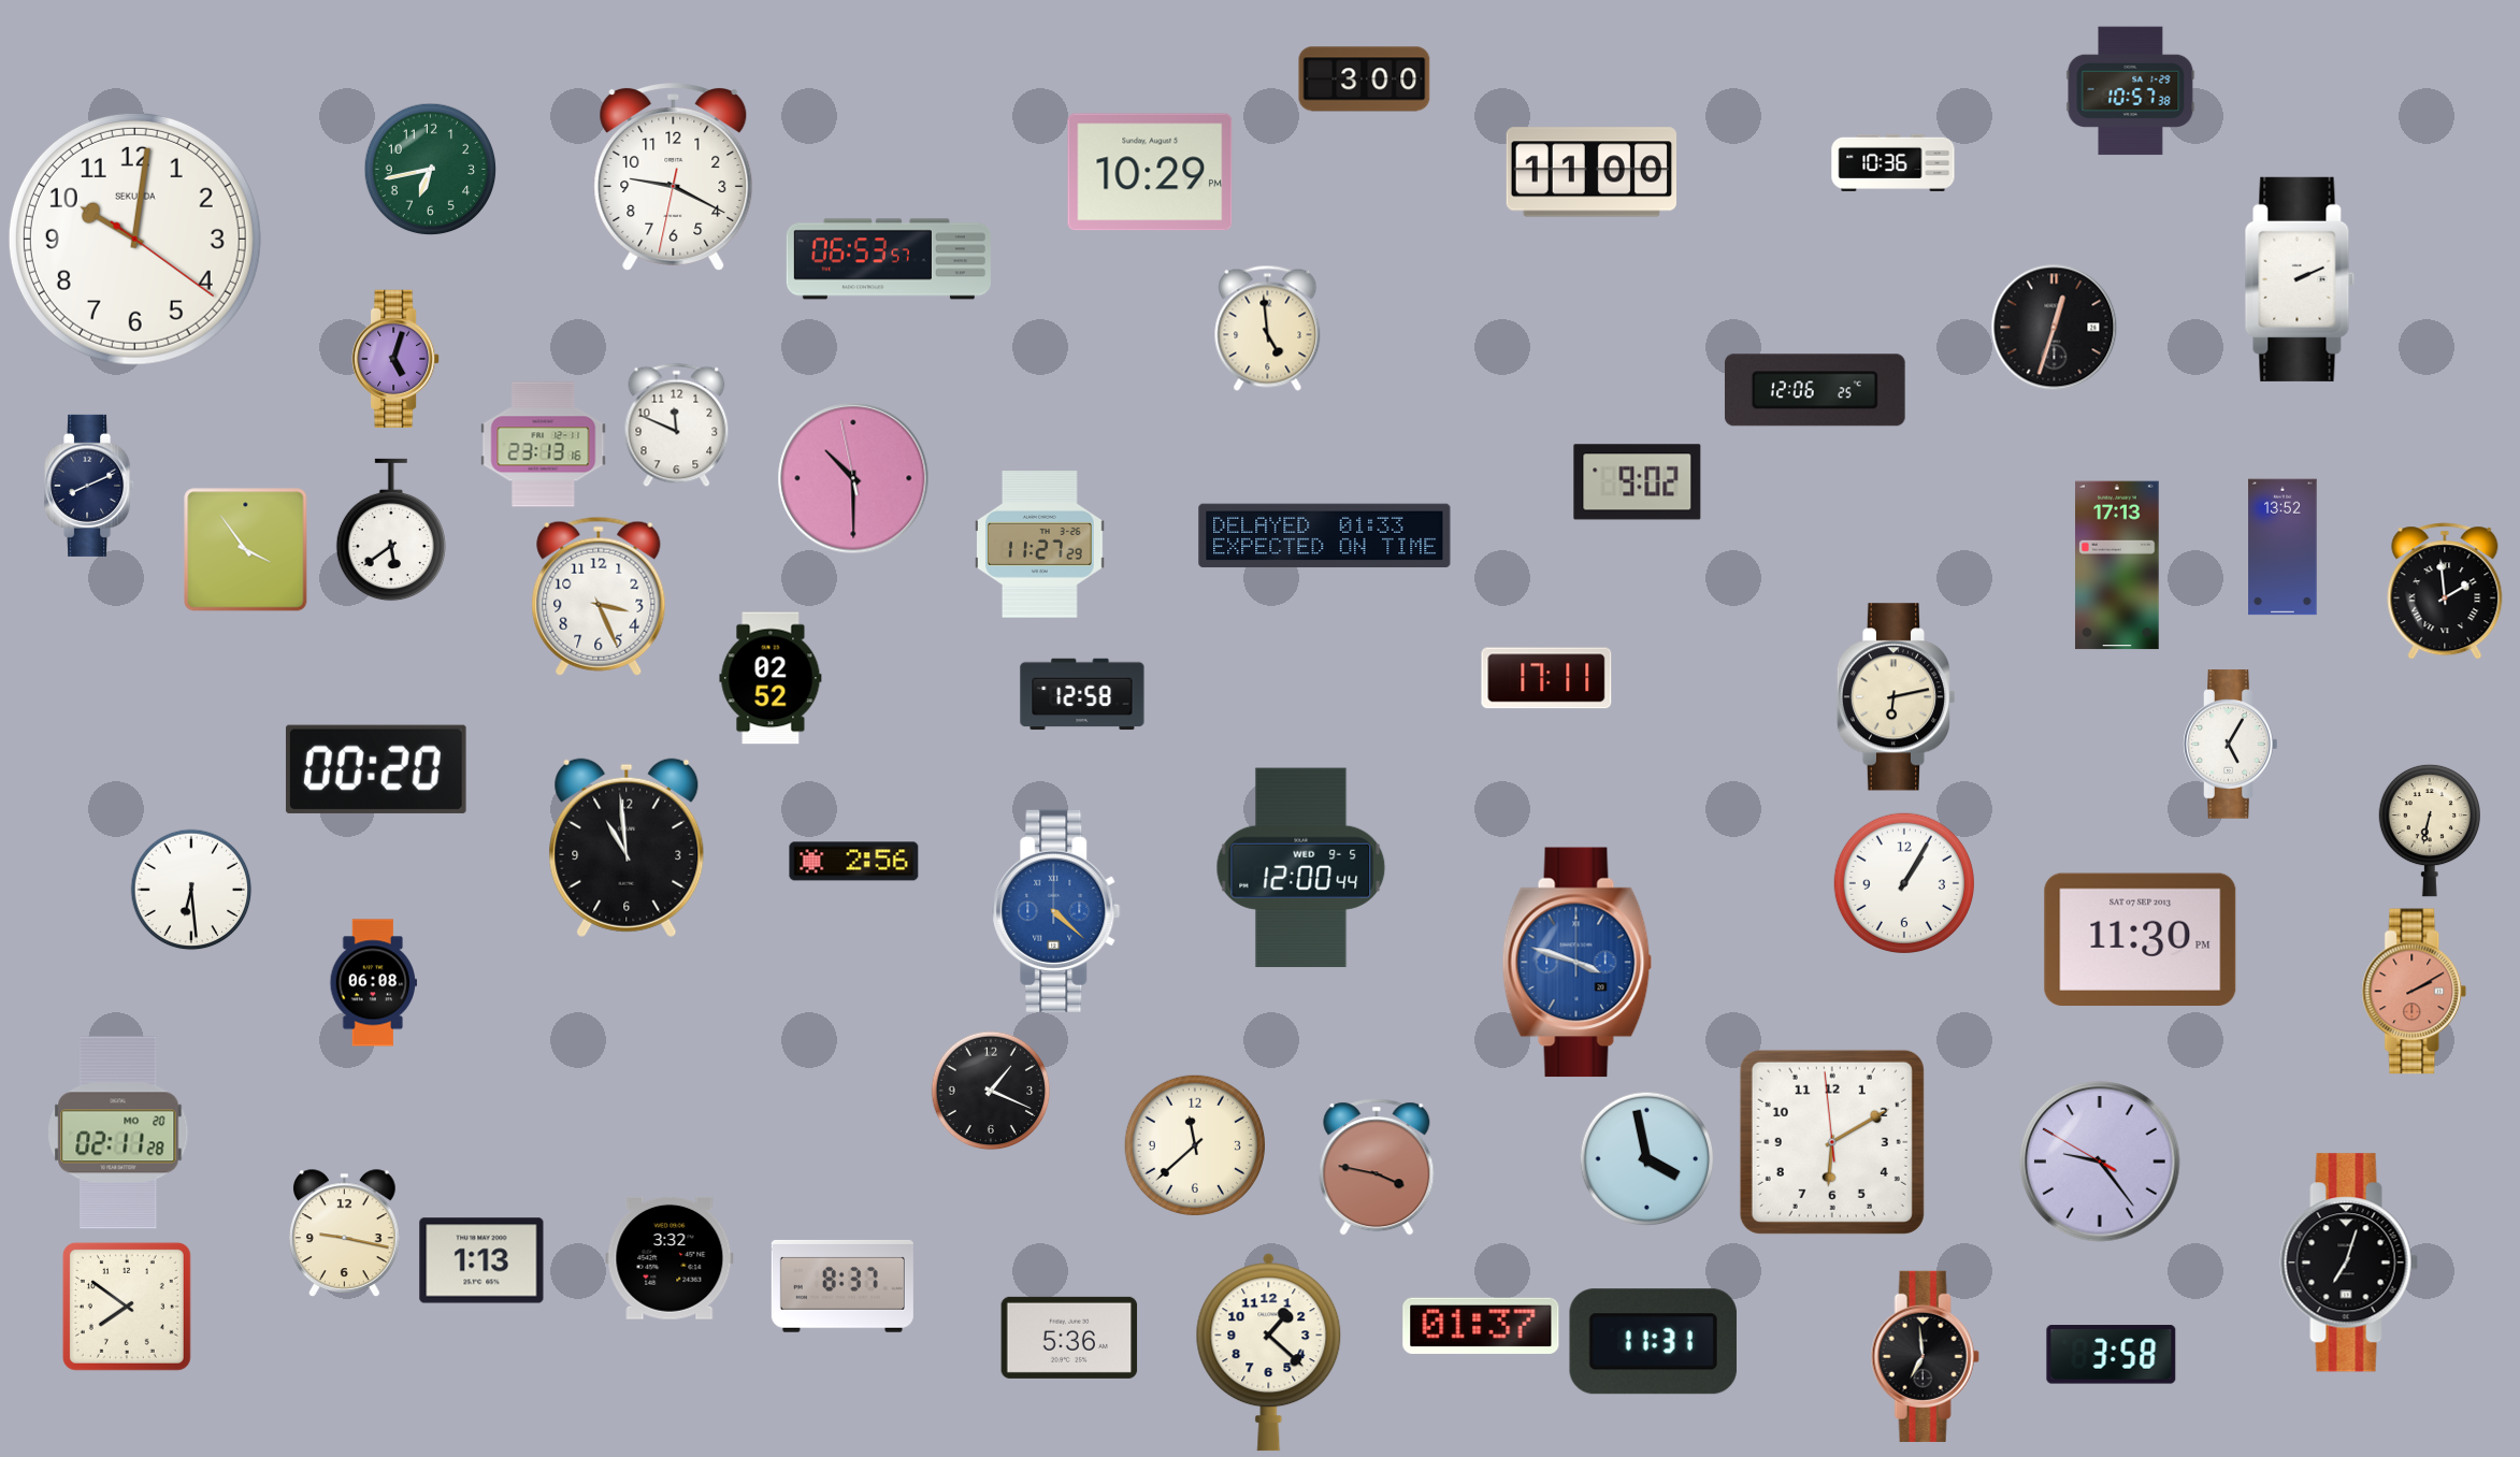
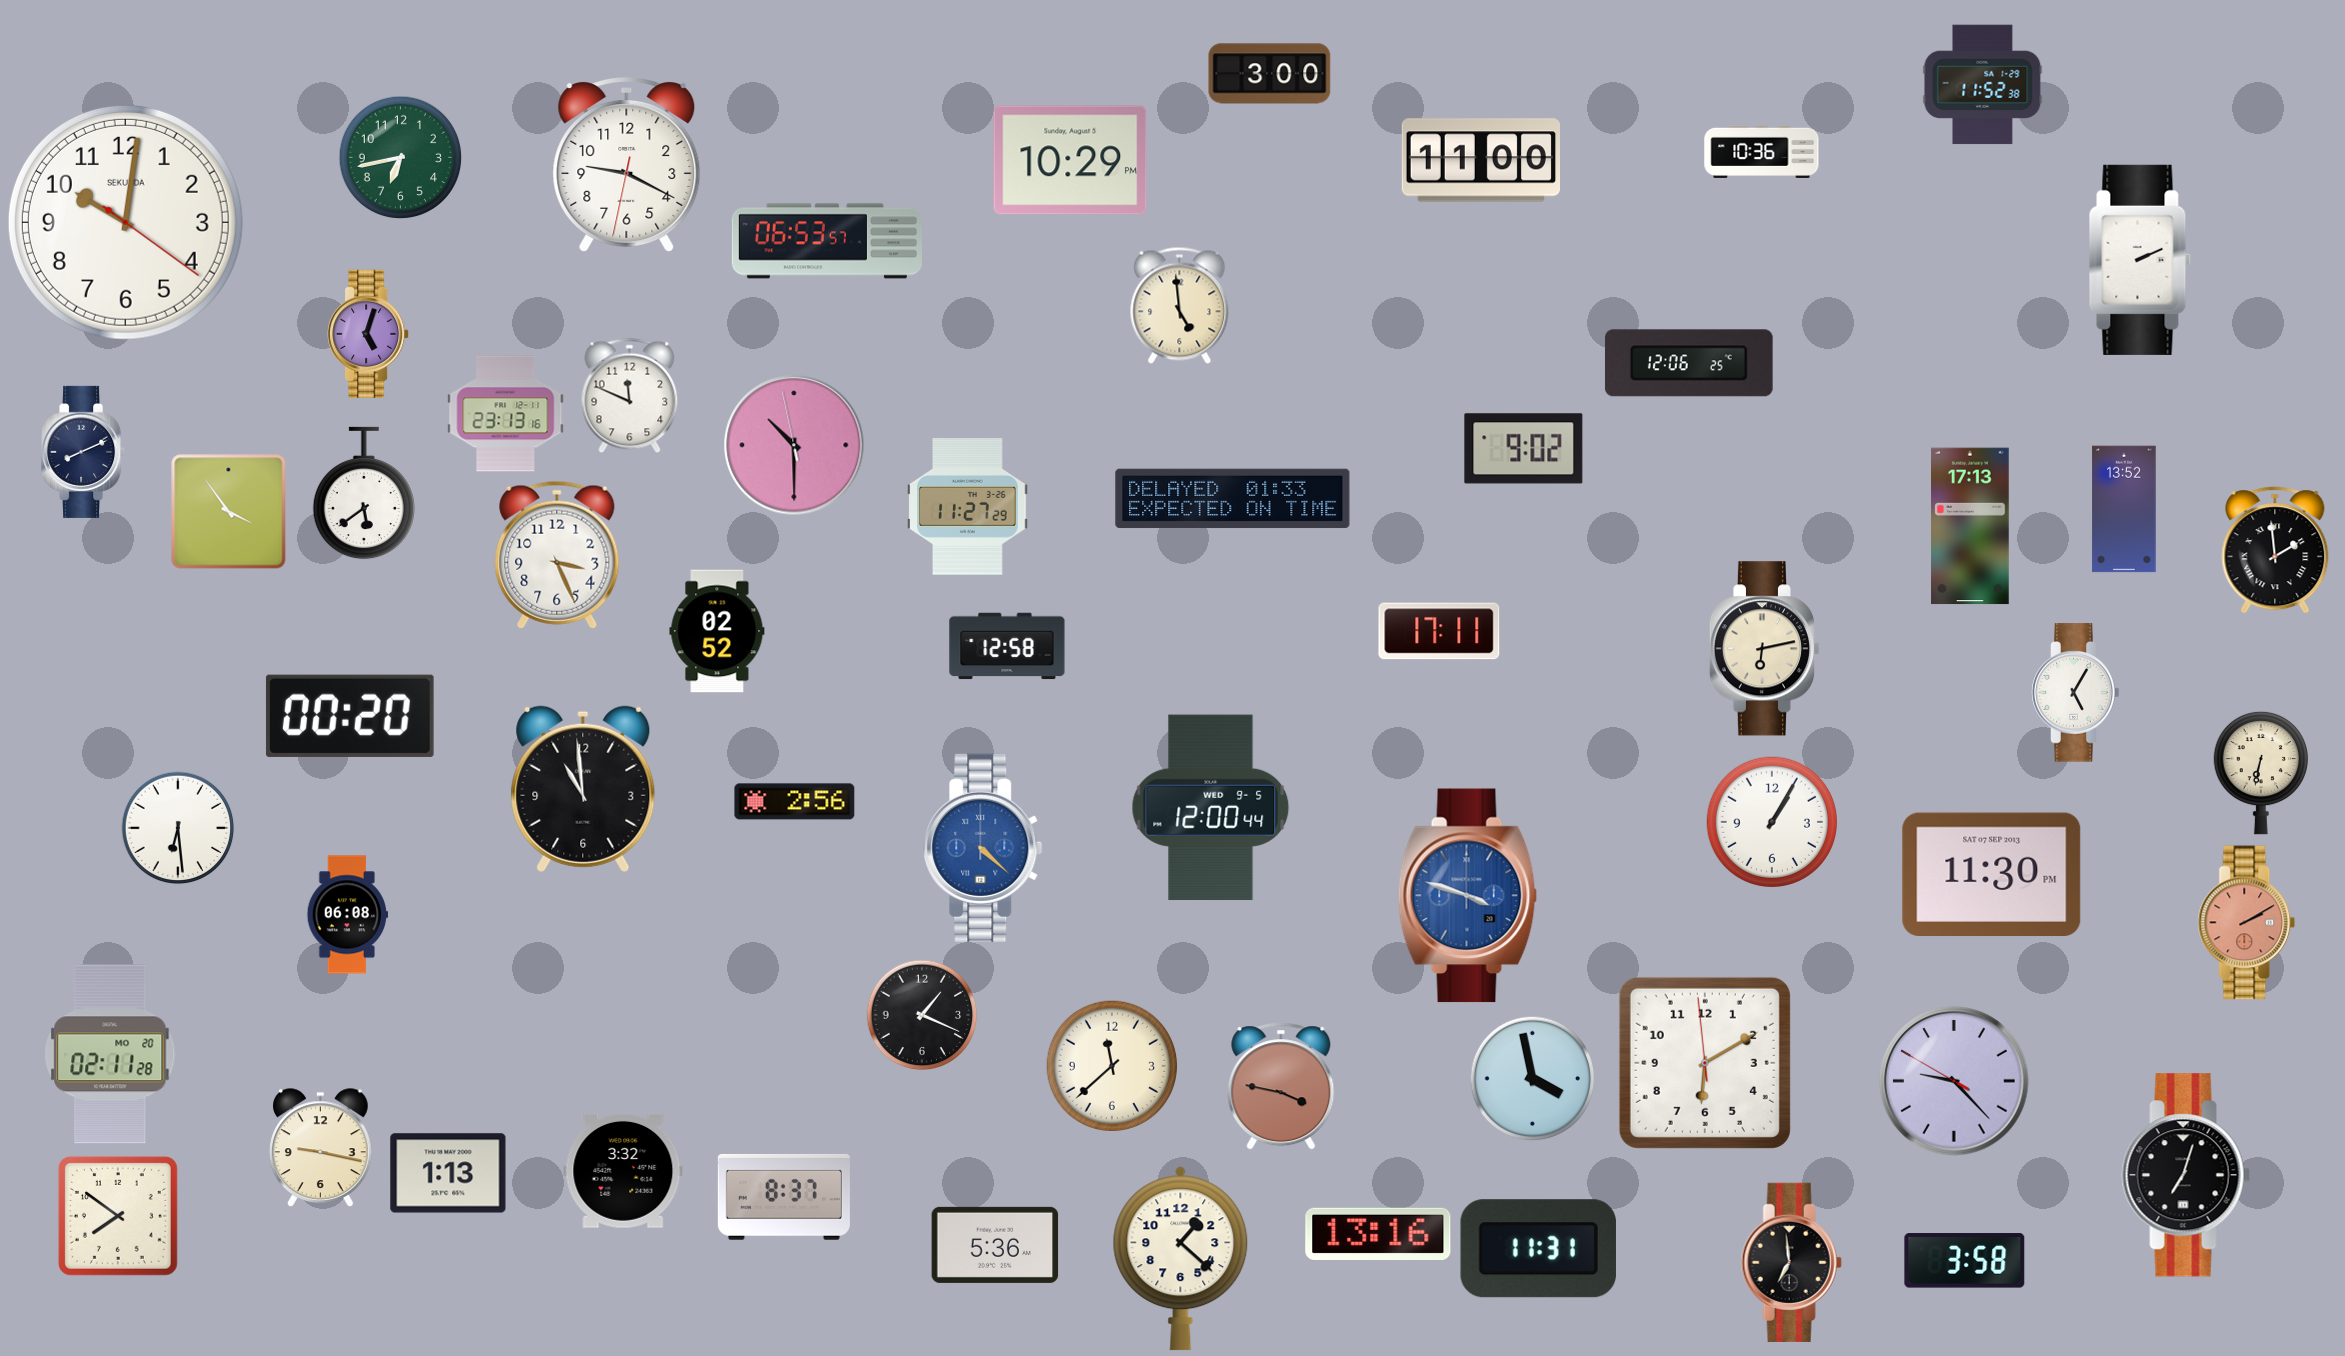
clock at (2131, 91): 10:57 -> 11:52
clock at (2055, 328): 12:33 -> none
clock at (2100, 1162): 9:23 -> 9:22
clock at (1481, 1326): 01:37 -> 13:16
